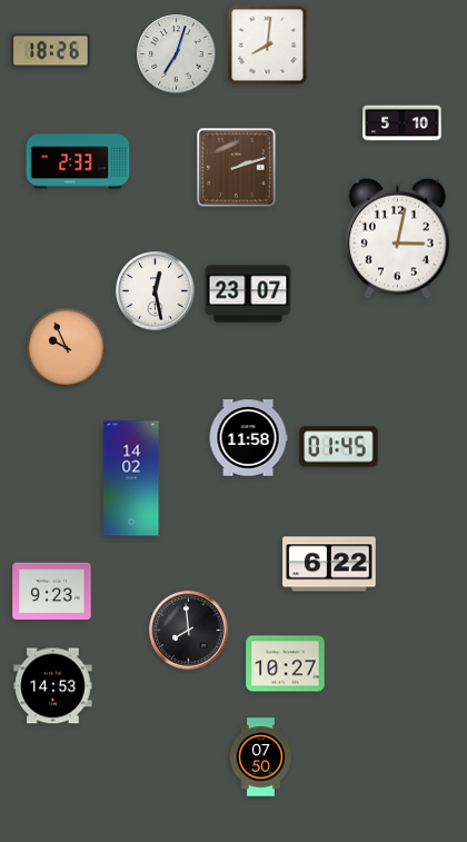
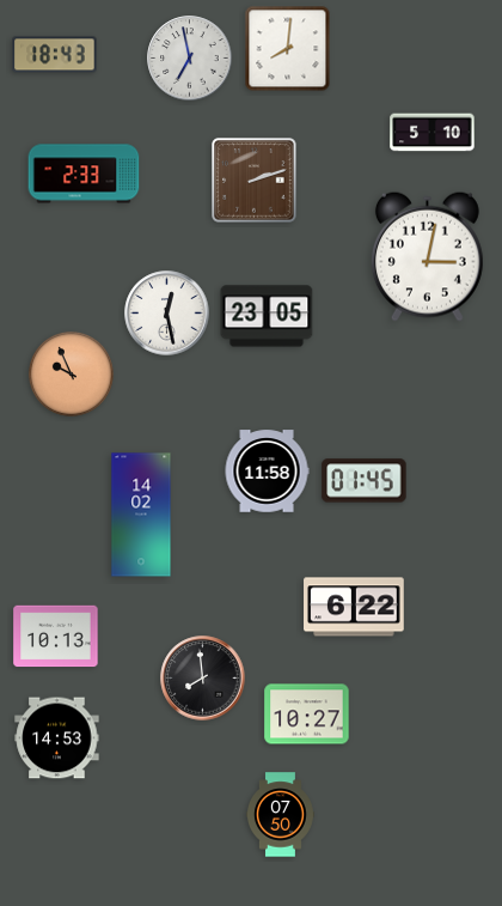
clock at (51, 51): 18:26 -> 18:43
clock at (177, 55): 7:03 -> 6:58
clock at (248, 294): 23:07 -> 23:05
clock at (52, 592): 9:23 -> 10:13
